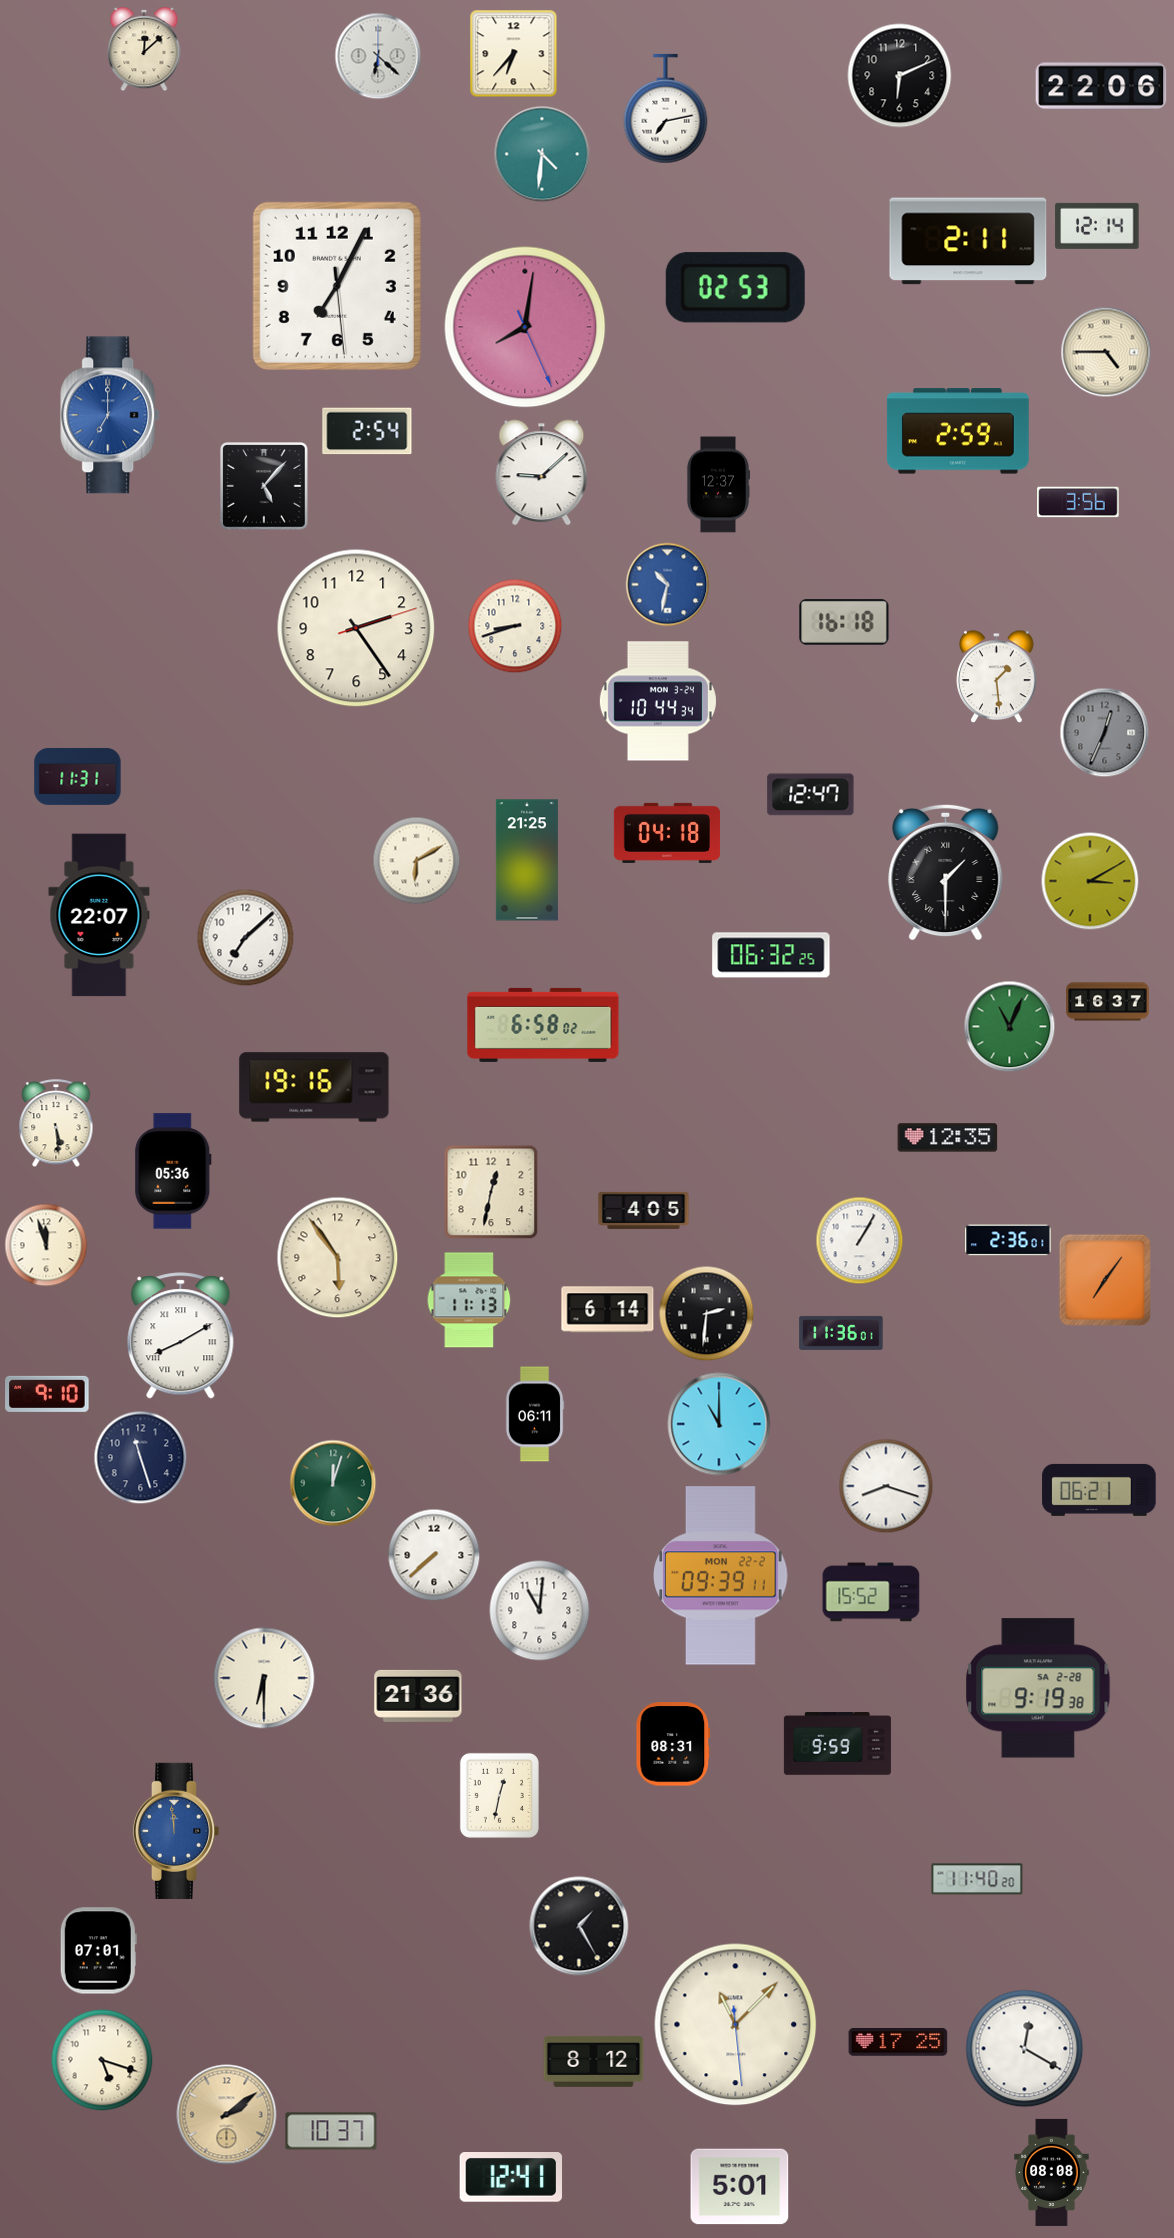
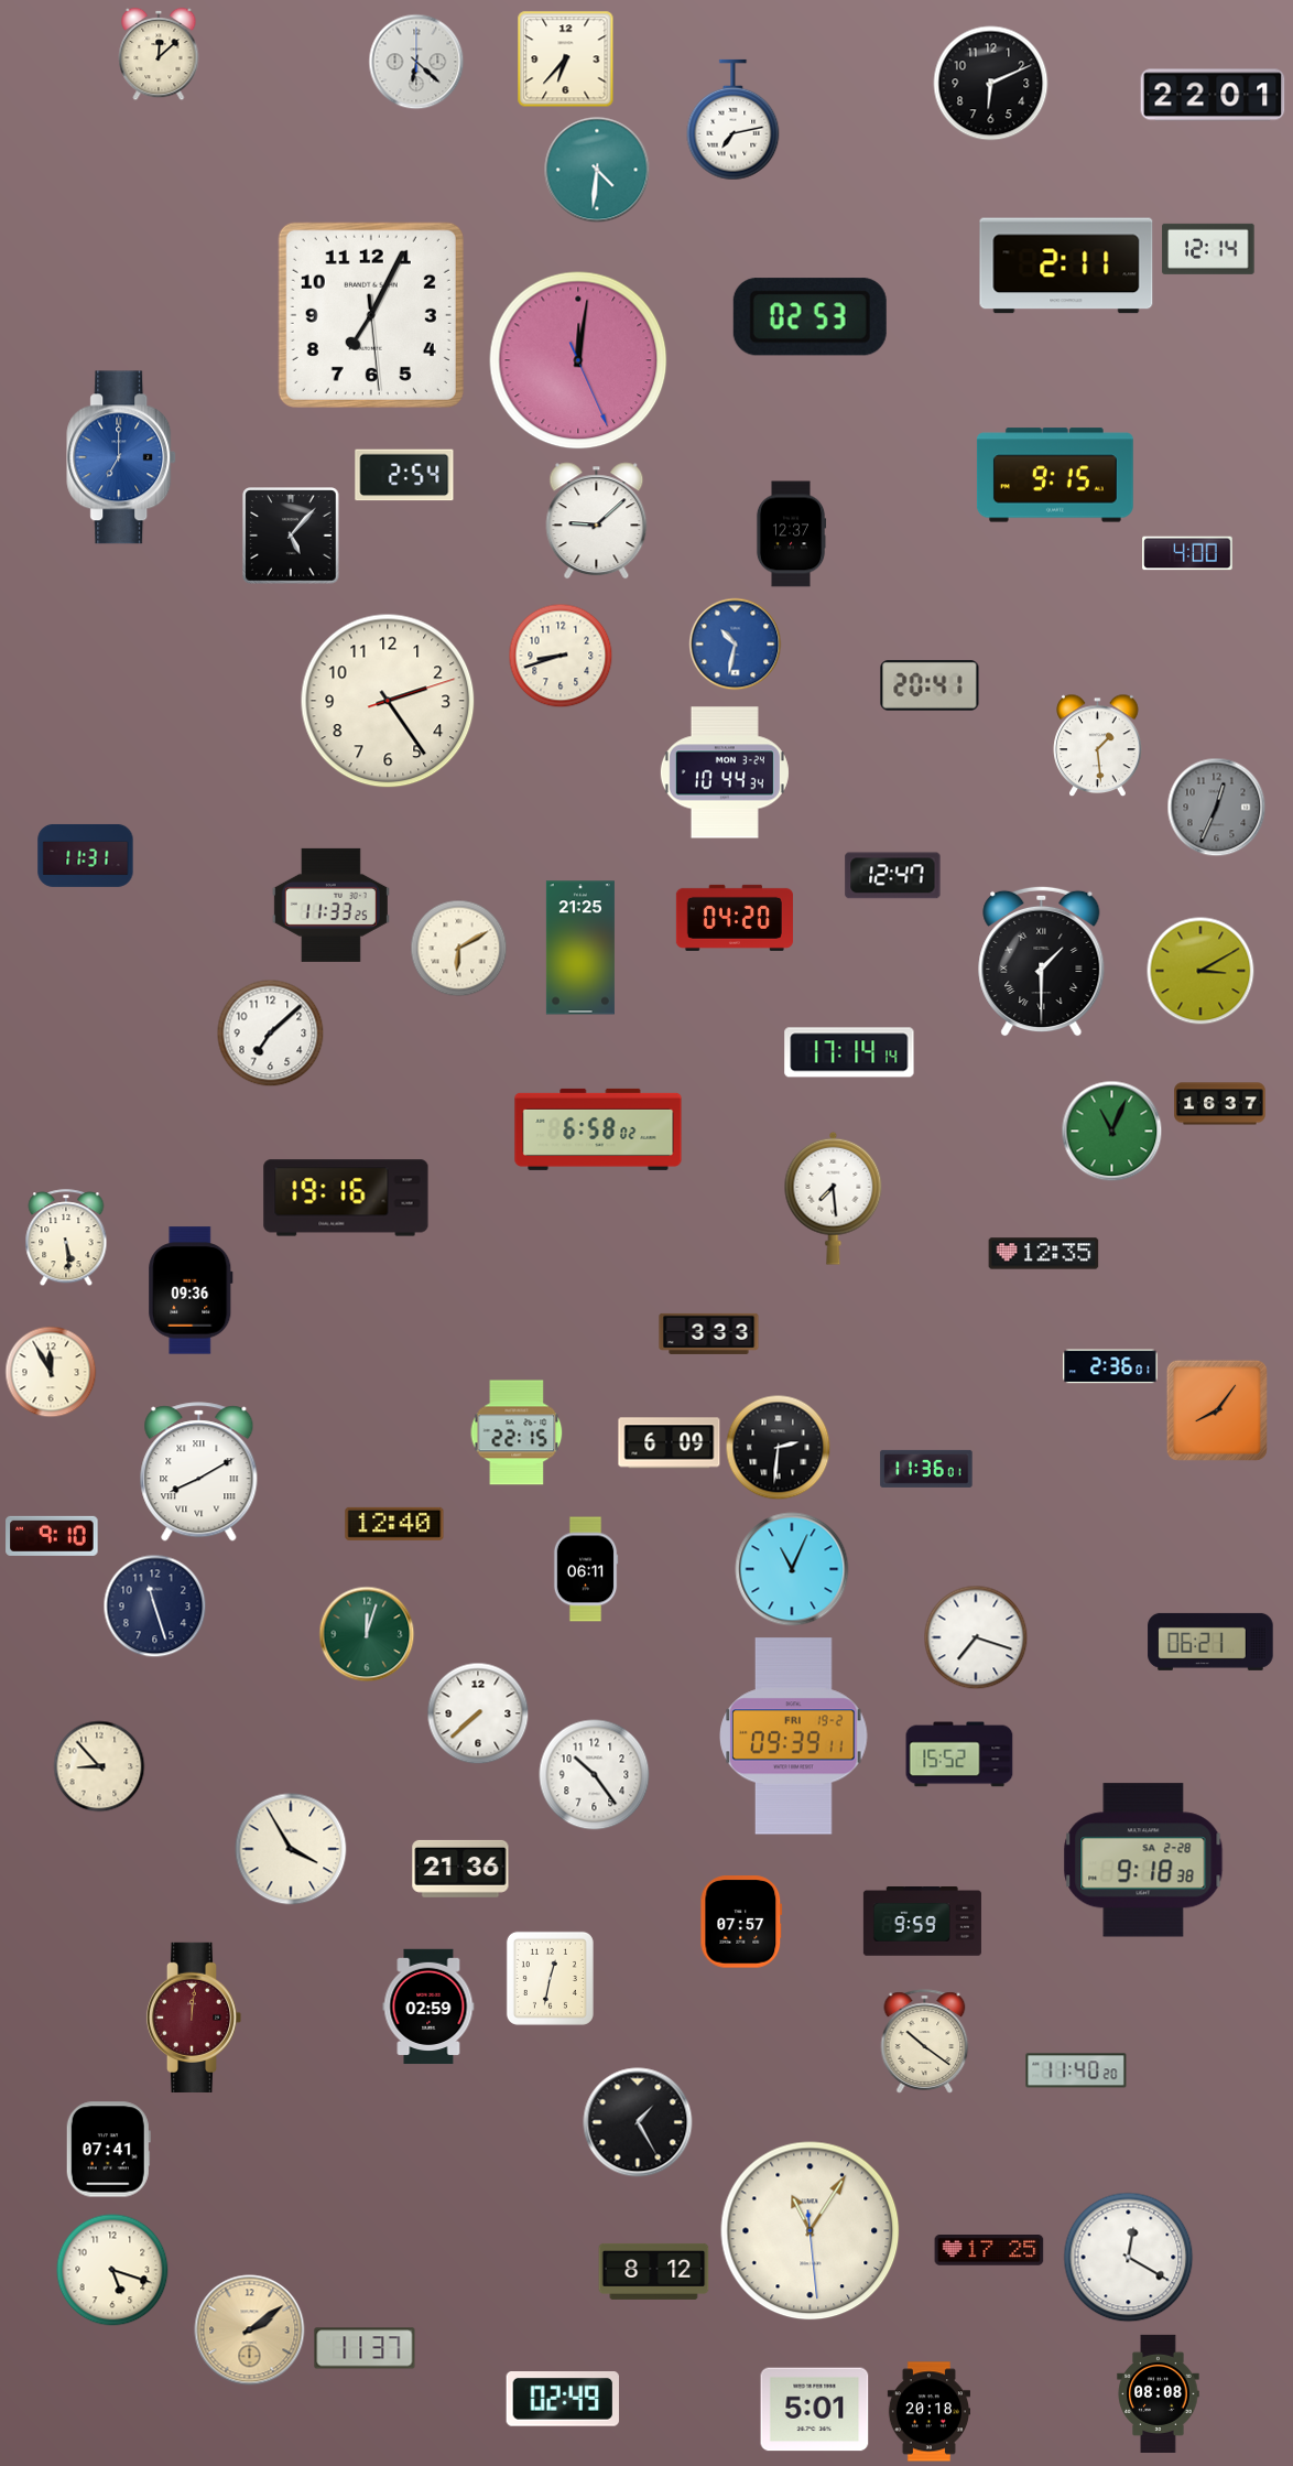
clock at (1101, 86): 22:06 -> 22:01
clock at (525, 327): 8:01 -> 12:01
clock at (1106, 352): 4:45 -> none
clock at (958, 431): 2:59 -> 9:15
clock at (1078, 502): 3:56 -> 4:00
clock at (844, 622): 16:18 -> 20:41
clock at (515, 626) position: (515, 626) -> (561, 656)
clock at (356, 628) position: (356, 628) -> (388, 701)
clock at (330, 905): none -> 11:33
clock at (667, 833): 04:18 -> 04:20
clock at (99, 915): 22:07 -> none
clock at (771, 955): 06:32 -> 17:14
clock at (834, 1198): none -> 7:29
clock at (56, 1124) position: (56, 1124) -> (66, 1239)
clock at (173, 1171): 05:36 -> 09:36
clock at (491, 1192): 12:32 -> none
clock at (644, 1210): 4:05 -> 3:33
clock at (860, 1241): 1:05 -> none
clock at (46, 1245): 11:57 -> 11:55
clock at (338, 1258): 5:54 -> none
clock at (1105, 1280): 7:06 -> 8:06
clock at (469, 1300): 11:13 -> 22:15
clock at (608, 1310): 6:14 -> 6:09
clock at (394, 1524): none -> 12:40
clock at (535, 1414) position: (535, 1414) -> (586, 1569)
clock at (719, 1424): 11:00 -> 11:04
clock at (886, 1486): 8:18 -> 7:18
clock at (721, 1576) date: MON 22-2 -> FRI 19-2
clock at (99, 1766): none -> 8:53
clock at (540, 1611): 11:01 -> 10:24
clock at (264, 1678): 6:30 -> 3:55
clock at (1038, 1688): 9:19 -> 9:18
clock at (673, 1744): 08:31 -> 07:57
clock at (428, 2007): none -> 02:59
clock at (176, 1831): 11:59 -> 12:01
clock at (176, 1831) dial: blue -> burgundy
clock at (925, 2042): none -> 10:21
clock at (98, 1951): 07:01 -> 07:41
clock at (736, 2025): 11:07 -> 11:05
clock at (331, 2131): 10:37 -> 11:37
clock at (511, 2178): 12:41 -> 02:49
clock at (928, 2412): none -> 20:18
